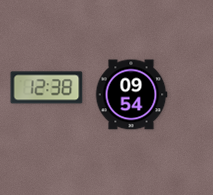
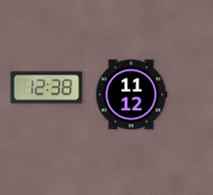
clock at (131, 95): 09:54 -> 11:12
